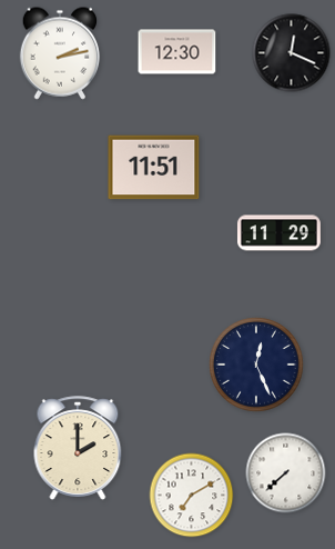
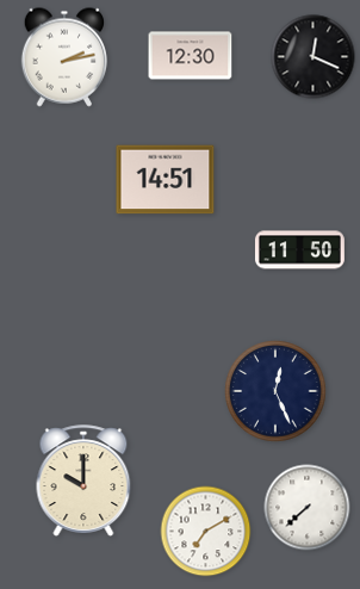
clock at (154, 168): 11:51 -> 14:51
clock at (278, 233): 11:29 -> 11:50
clock at (78, 448): 2:00 -> 10:00
